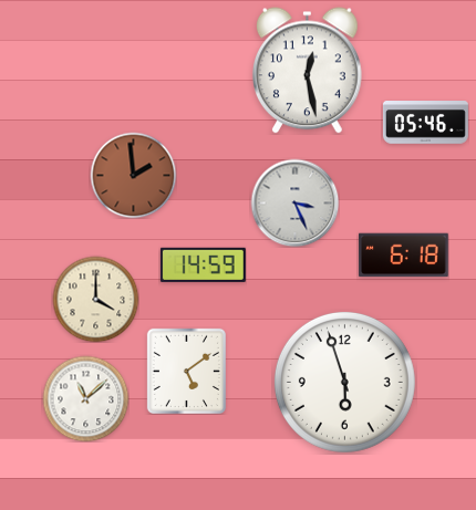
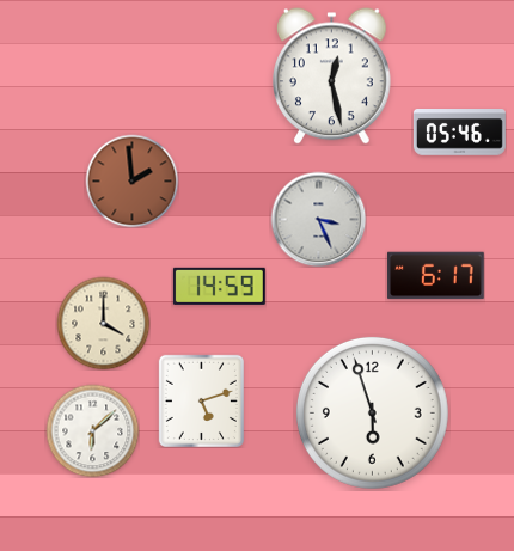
clock at (133, 175) position: (133, 175) -> (131, 180)
clock at (404, 256): 6:18 -> 6:17
clock at (186, 371): 5:09 -> 5:12
clock at (85, 398): 11:08 -> 6:08
